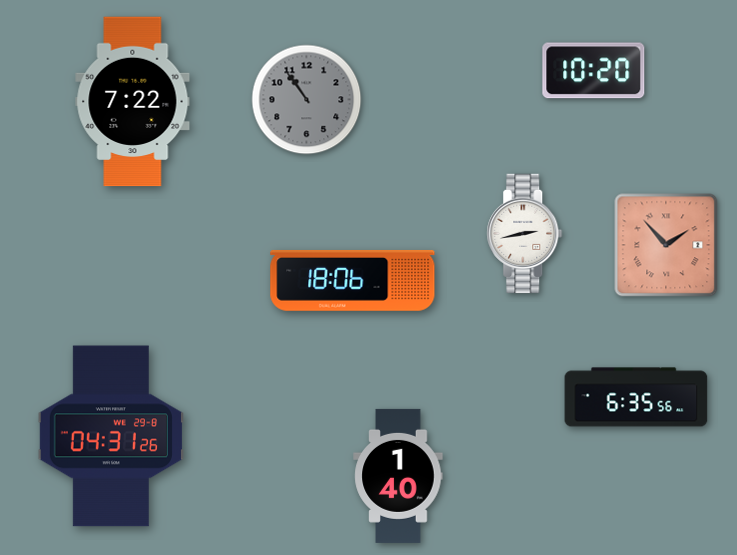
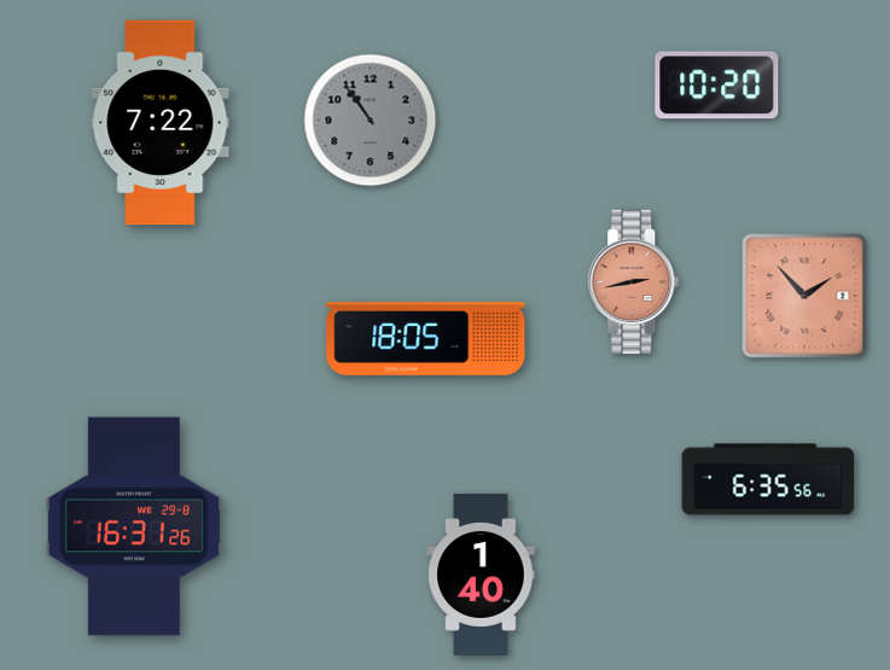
clock at (525, 234) dial: white -> salmon
clock at (353, 280): 18:06 -> 18:05
clock at (111, 436): 04:31 -> 16:31
